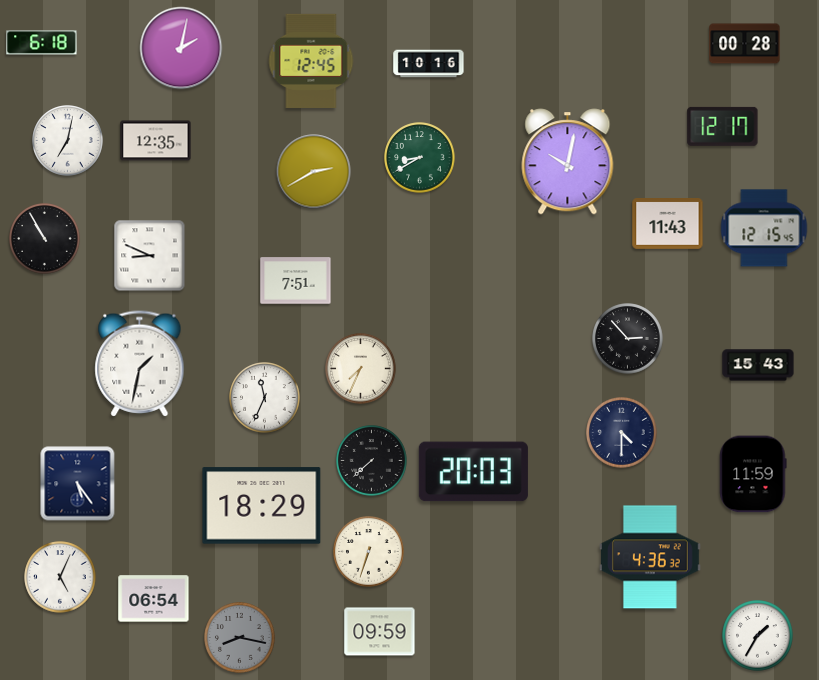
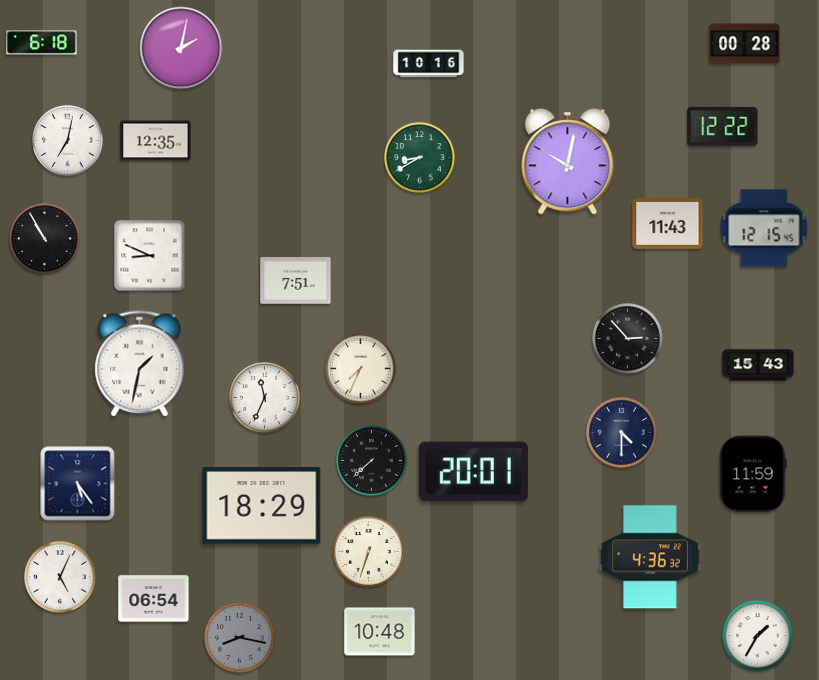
clock at (311, 61): 12:45 -> none
clock at (723, 126): 12:17 -> 12:22
clock at (314, 172): 2:40 -> none
clock at (473, 472): 20:03 -> 20:01
clock at (380, 632): 09:59 -> 10:48
